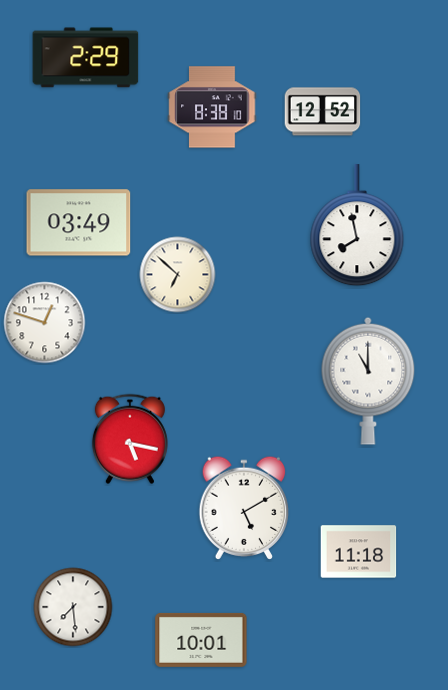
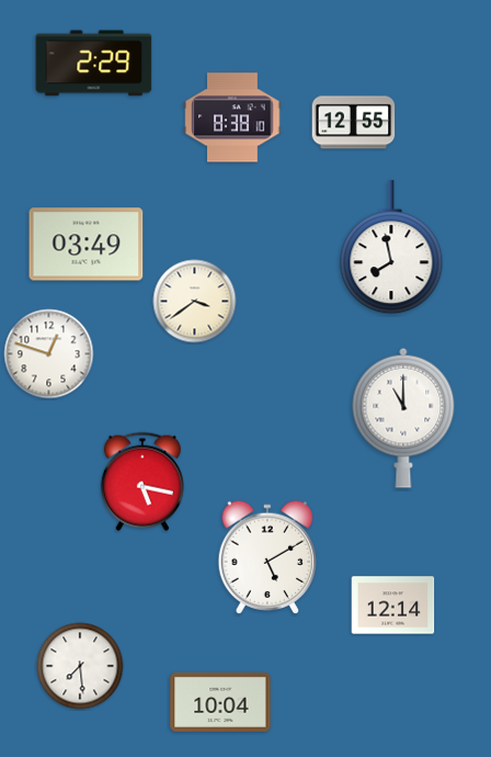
clock at (323, 112): 12:52 -> 12:55
clock at (178, 275): 6:52 -> 3:39
clock at (359, 552): 11:18 -> 12:14
clock at (201, 640): 10:01 -> 10:04
